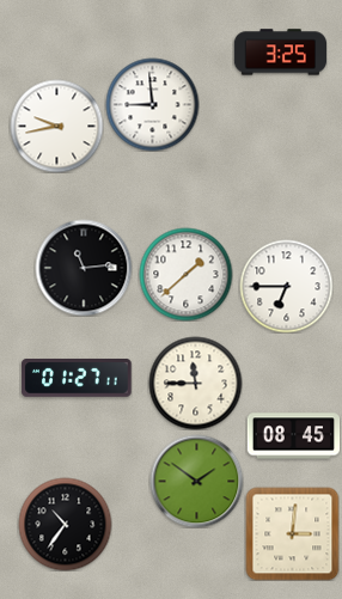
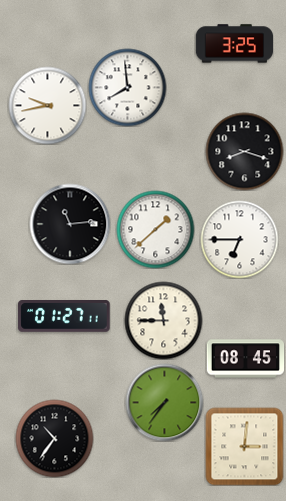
clock at (152, 104): 8:59 -> 7:59
clock at (244, 151): none -> 8:18
clock at (293, 436) position: (293, 436) -> (245, 359)
clock at (196, 481): 1:51 -> 7:36
